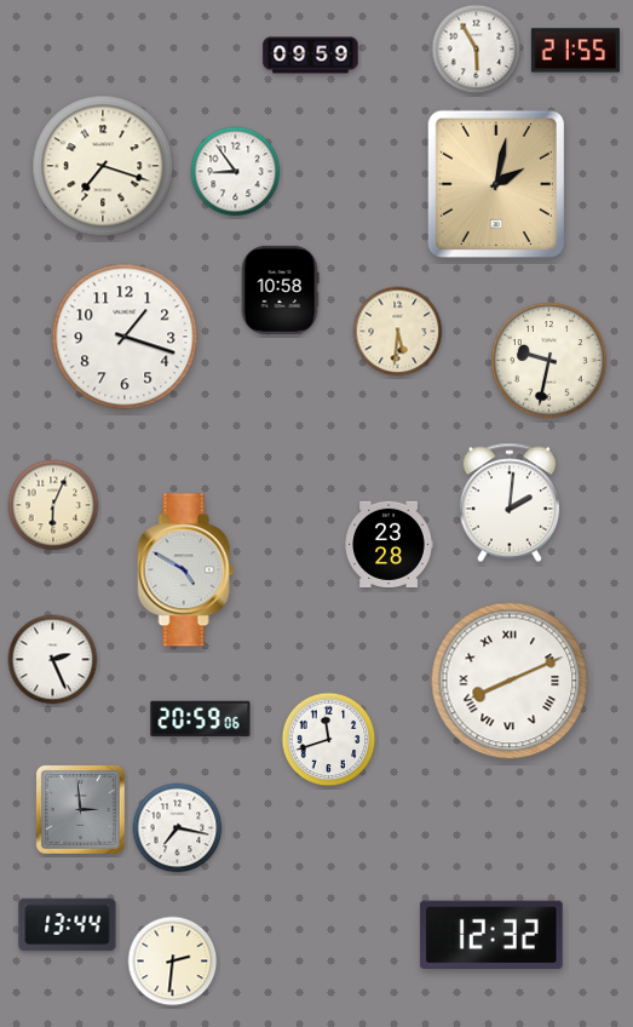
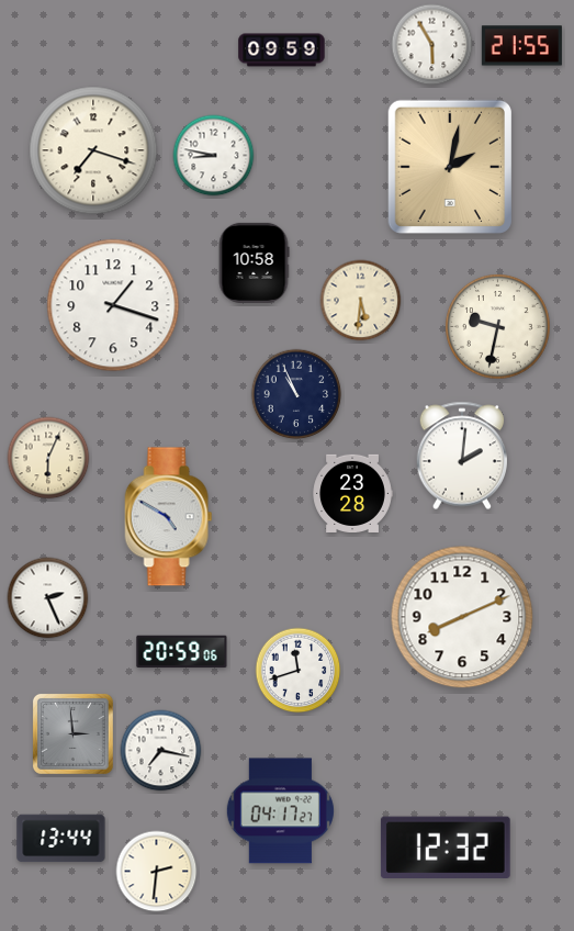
clock at (236, 172): 8:54 -> 8:47
clock at (296, 394): none -> 10:56
clock at (510, 681) numerals: Roman -> Arabic
clock at (280, 811): none -> 04:17
